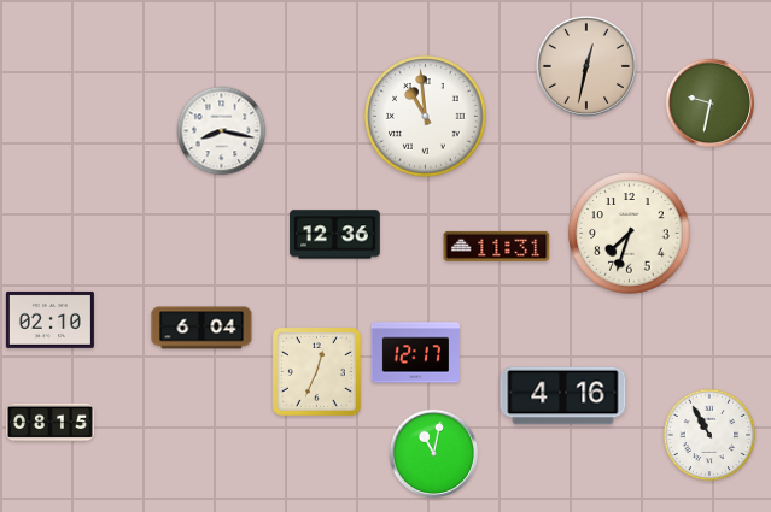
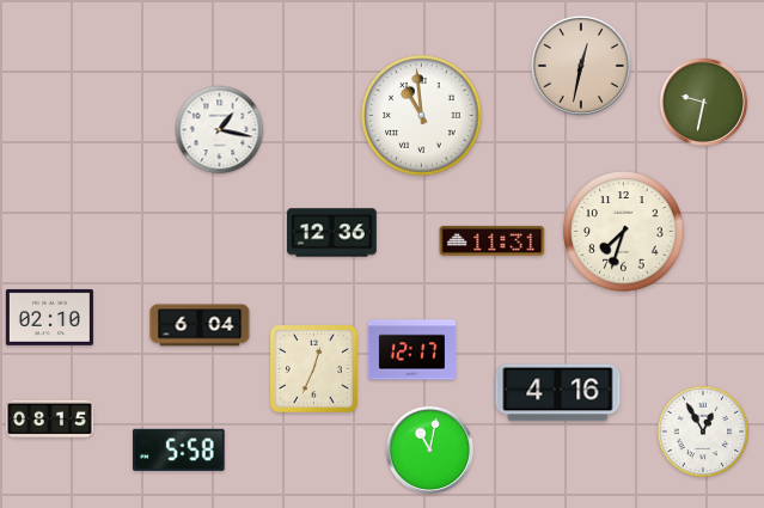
clock at (222, 131): 8:17 -> 1:17
clock at (497, 246) position: (497, 246) -> (493, 240)
clock at (709, 435): 10:55 -> 12:55
clock at (179, 449): none -> 5:58
